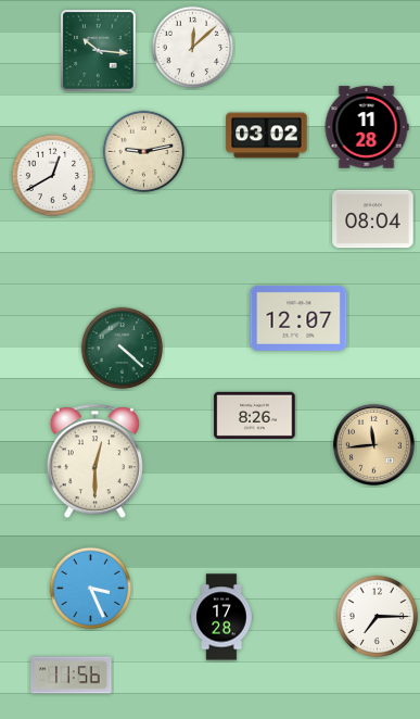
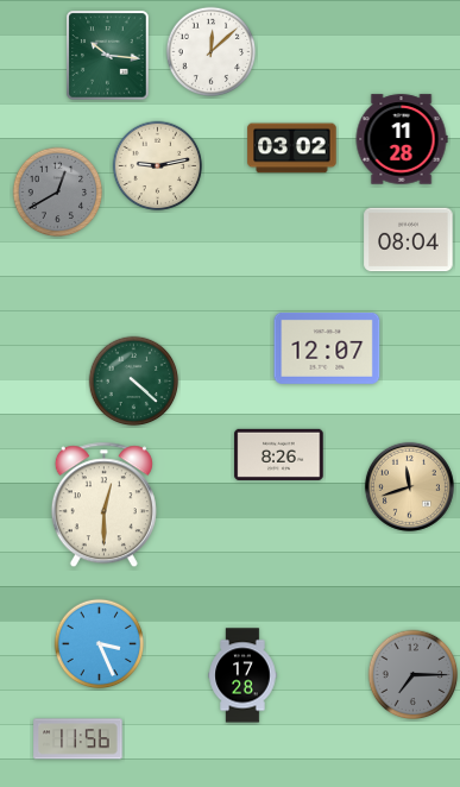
clock at (53, 176) dial: white -> grey
clock at (373, 444): 11:44 -> 11:42
clock at (378, 617) dial: white -> grey
